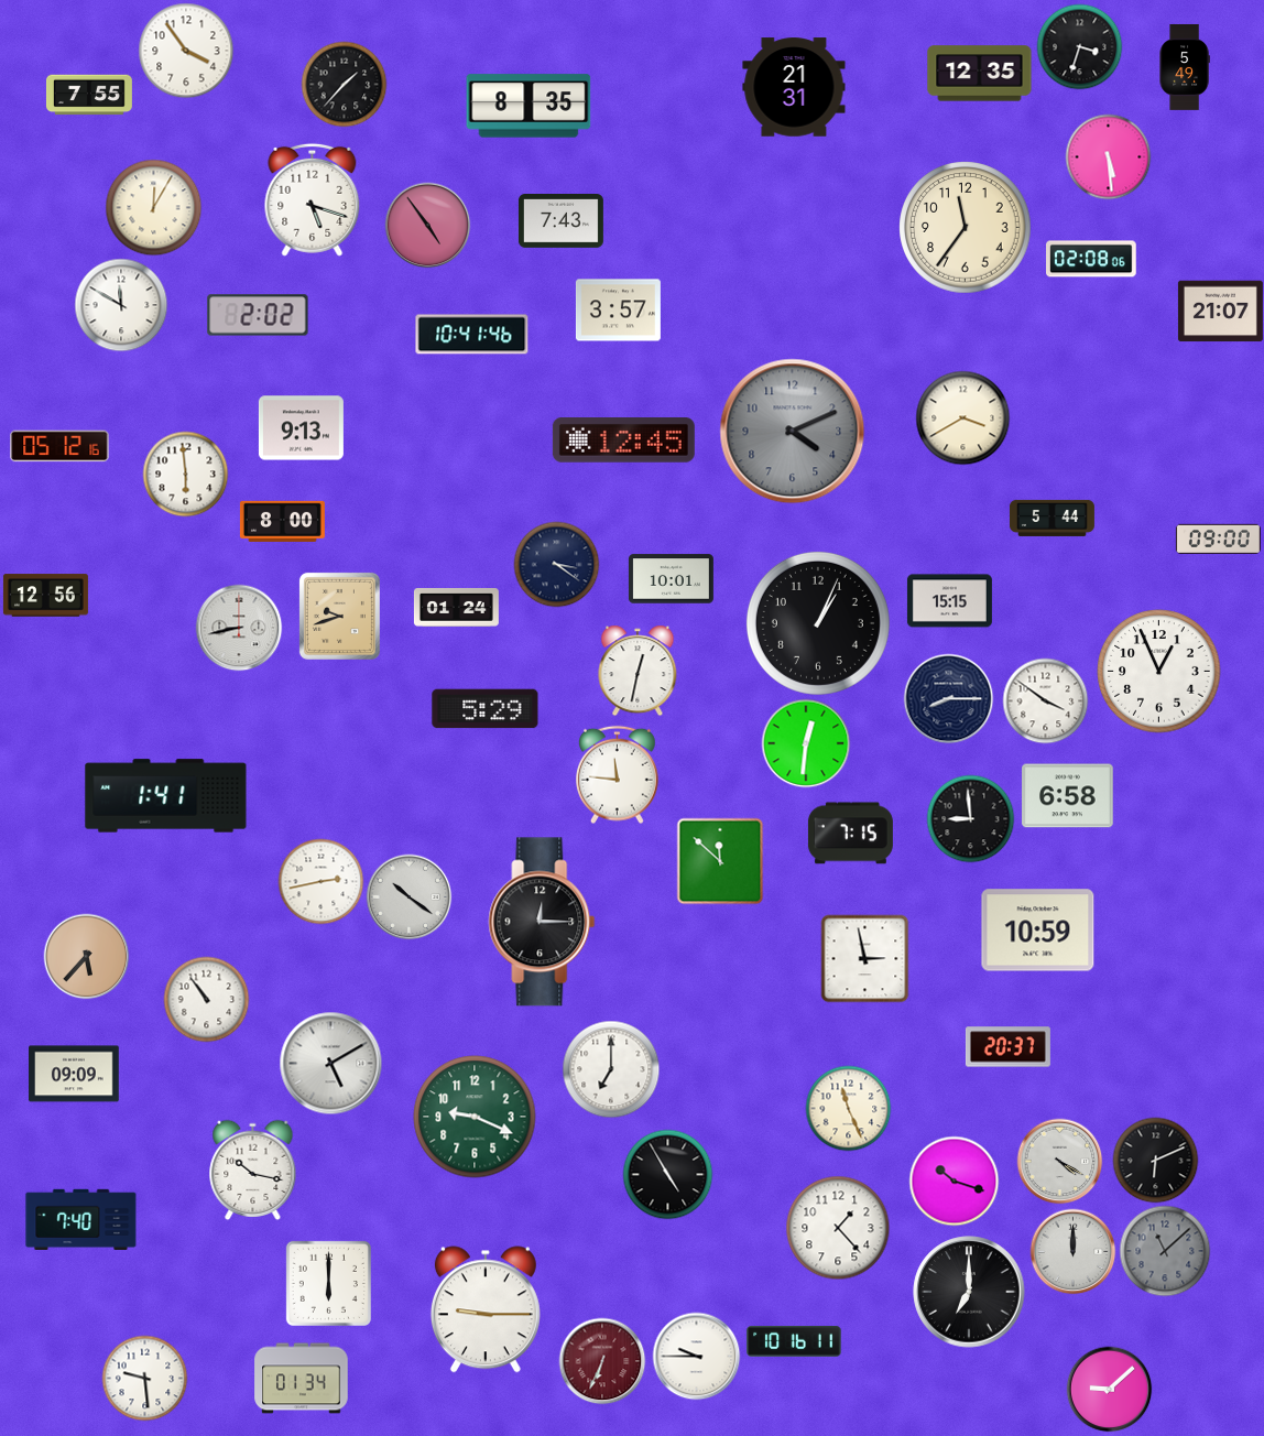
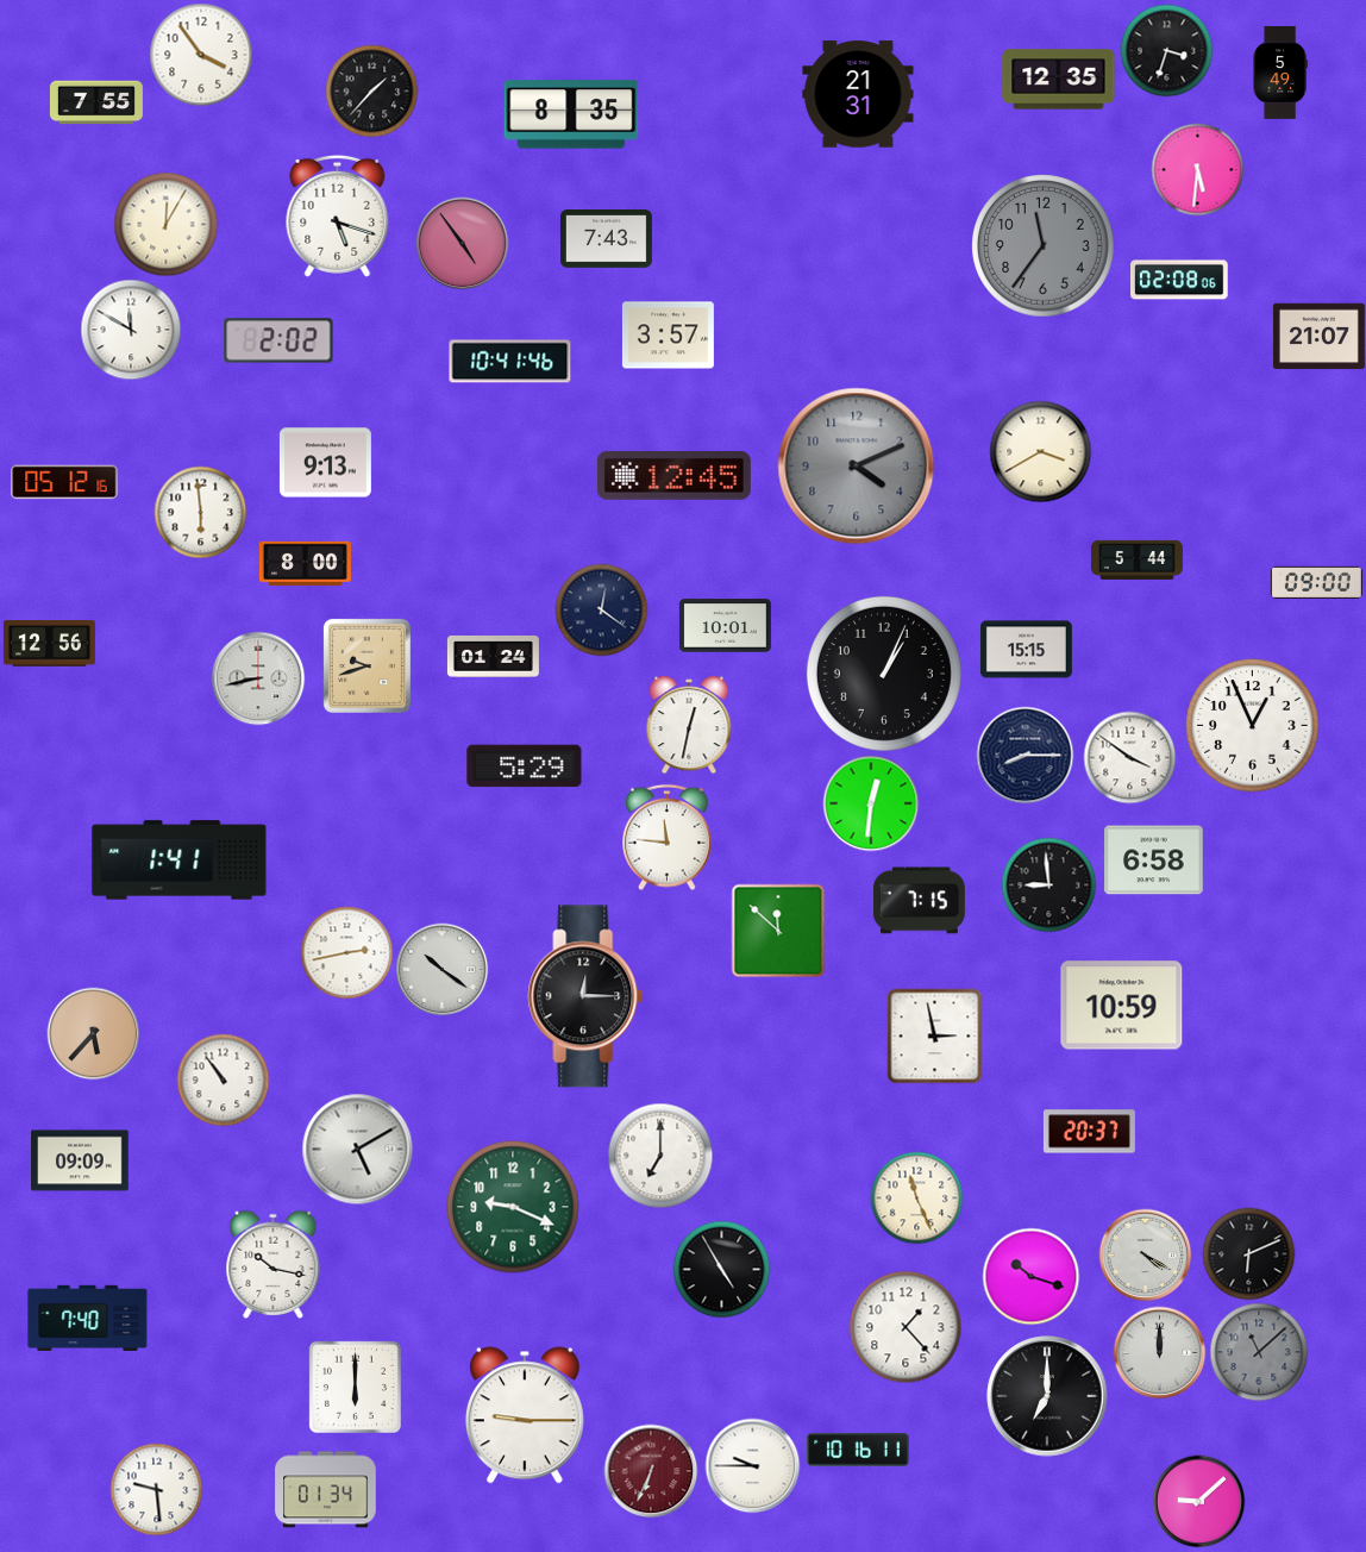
clock at (1108, 156): 5:29 -> 5:31
clock at (966, 228) dial: cream -> grey
clock at (556, 564): 3:21 -> 12:21
